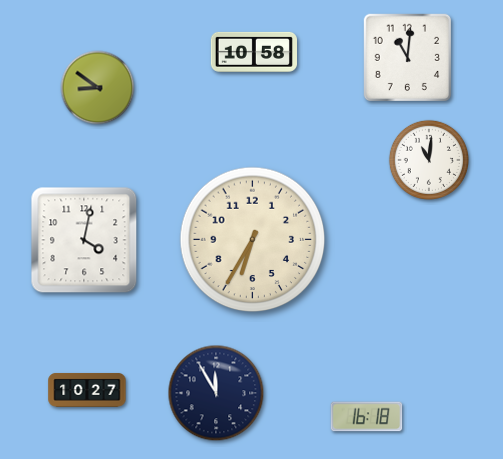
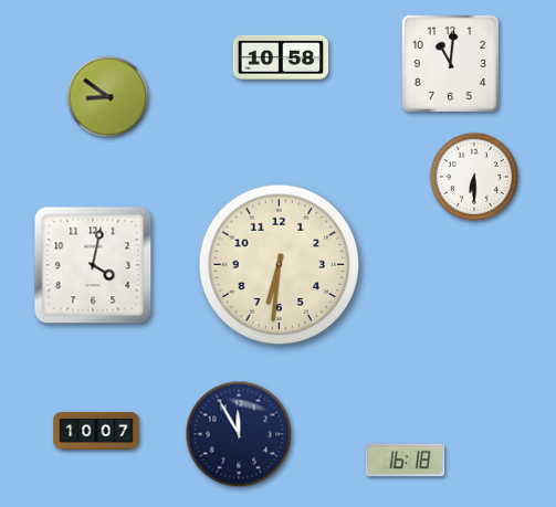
clock at (428, 159): 11:01 -> 6:30
clock at (253, 240): 6:35 -> 6:31
clock at (87, 390): 10:27 -> 10:07
